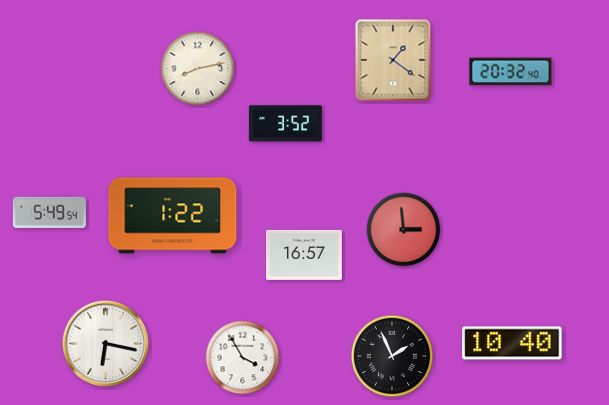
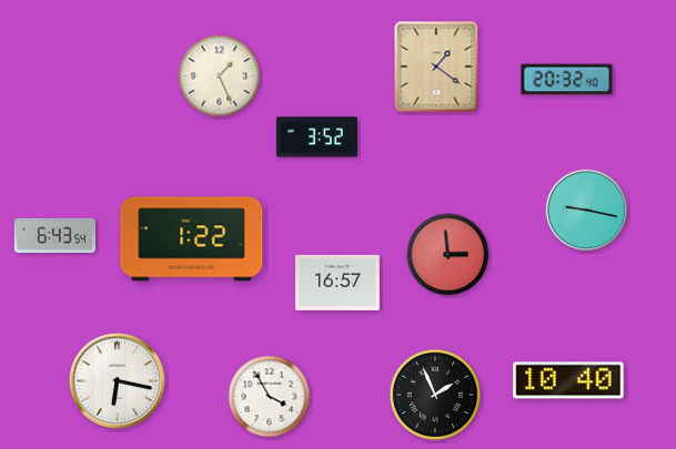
clock at (198, 69): 8:13 -> 1:26
clock at (587, 211): none -> 9:17
clock at (49, 212): 5:49 -> 6:43
